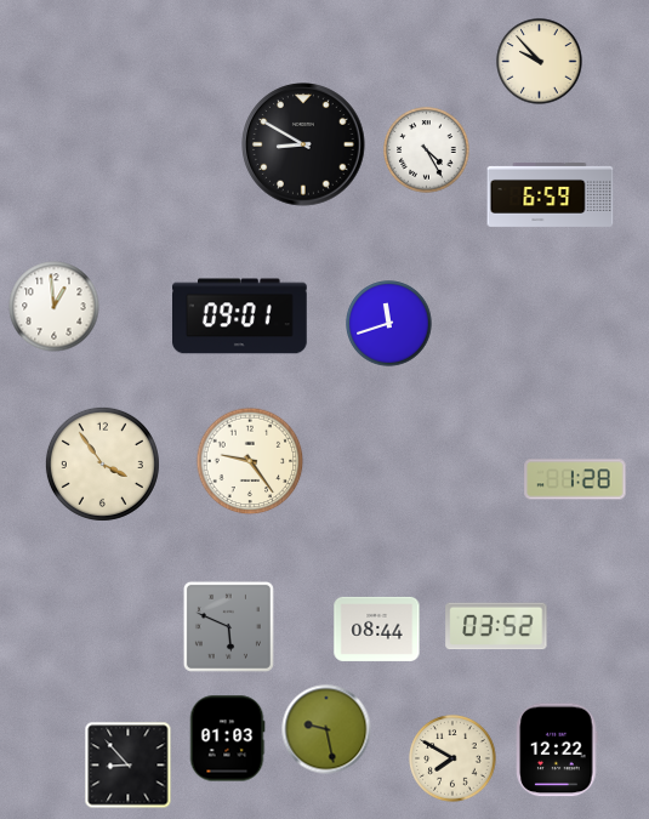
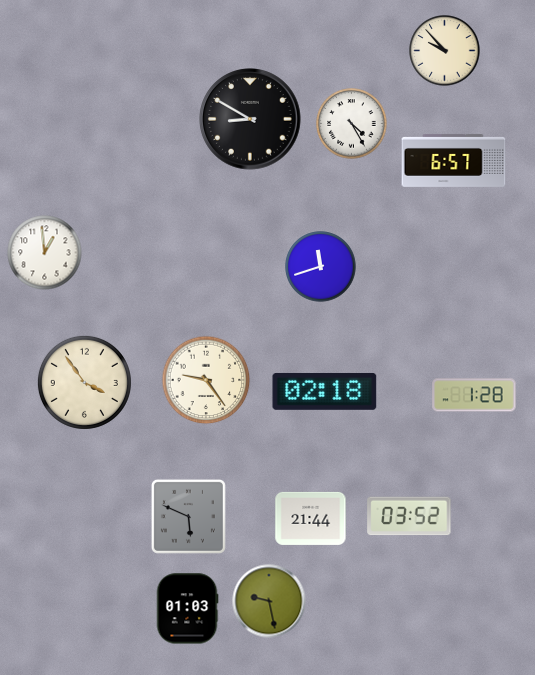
clock at (551, 194): 6:59 -> 6:57
clock at (240, 317): 09:01 -> none
clock at (325, 391): none -> 02:18
clock at (377, 629): 08:44 -> 21:44
clock at (557, 750): 12:22 -> none
clock at (452, 758): 7:50 -> none
clock at (129, 766): 8:53 -> none
